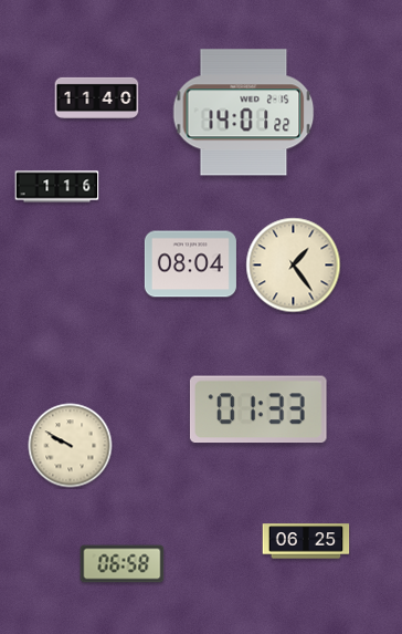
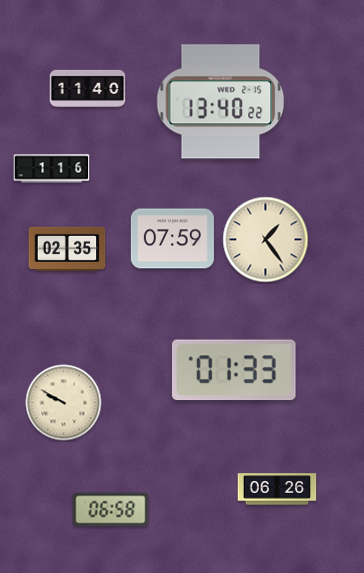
clock at (244, 113): 14:01 -> 13:40
clock at (190, 264): 08:04 -> 07:59
clock at (67, 249): none -> 02:35
clock at (306, 541): 06:25 -> 06:26
